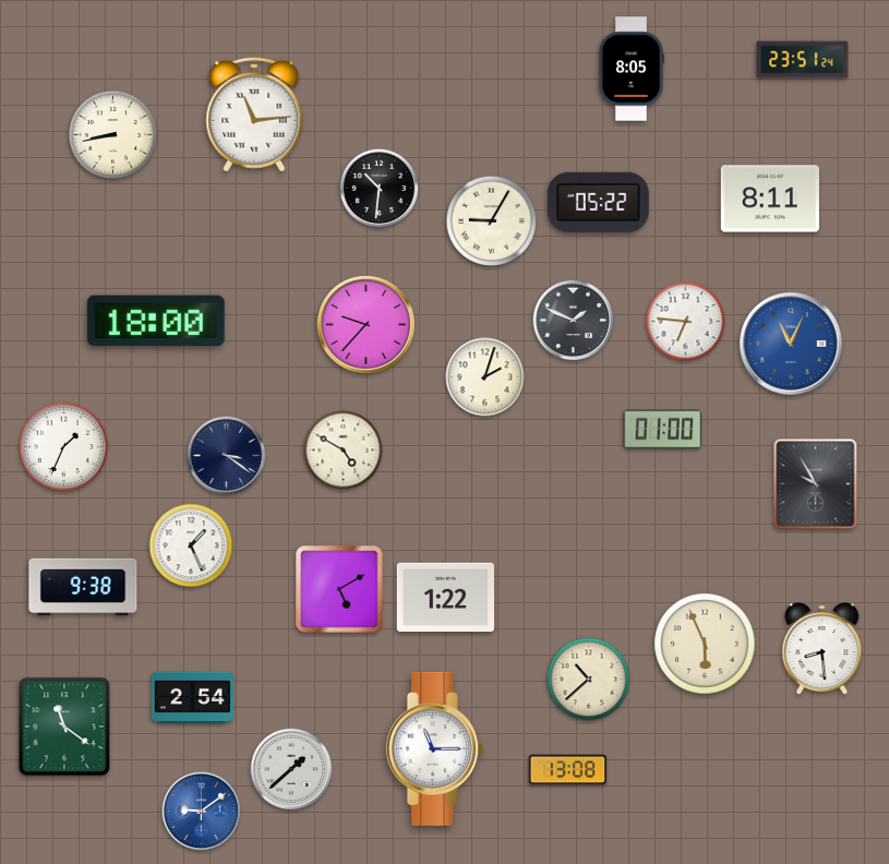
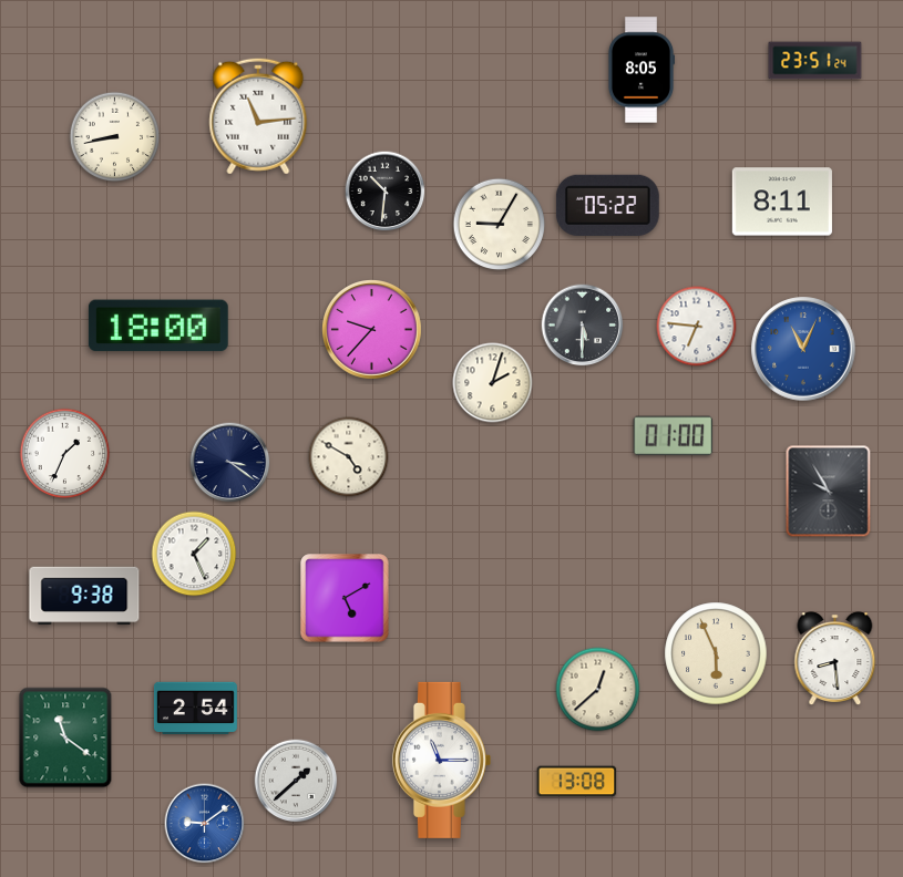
clock at (574, 321): 1:49 -> 5:30
clock at (445, 598): 1:22 -> none
clock at (589, 680): 10:38 -> 12:38
